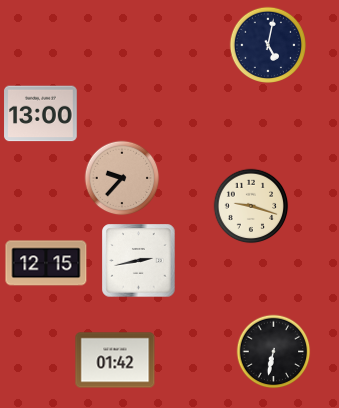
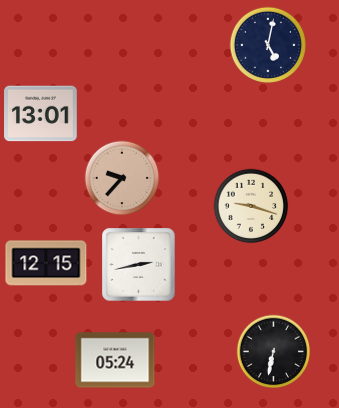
clock at (41, 114): 13:00 -> 13:01
clock at (139, 261) position: (139, 261) -> (139, 265)
clock at (115, 360): 01:42 -> 05:24
